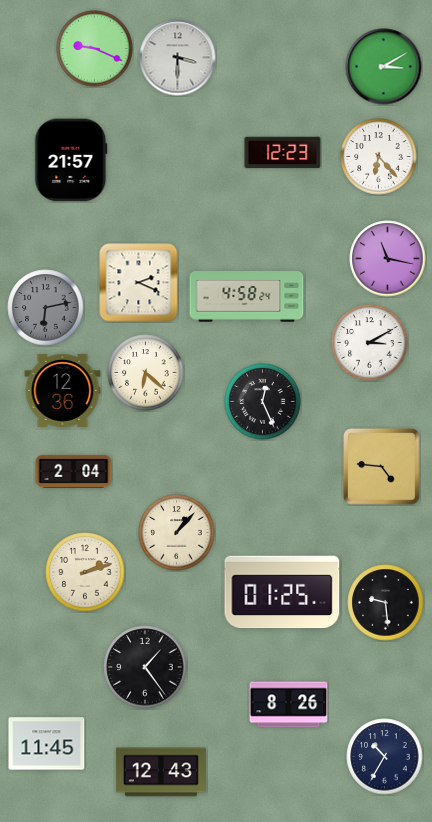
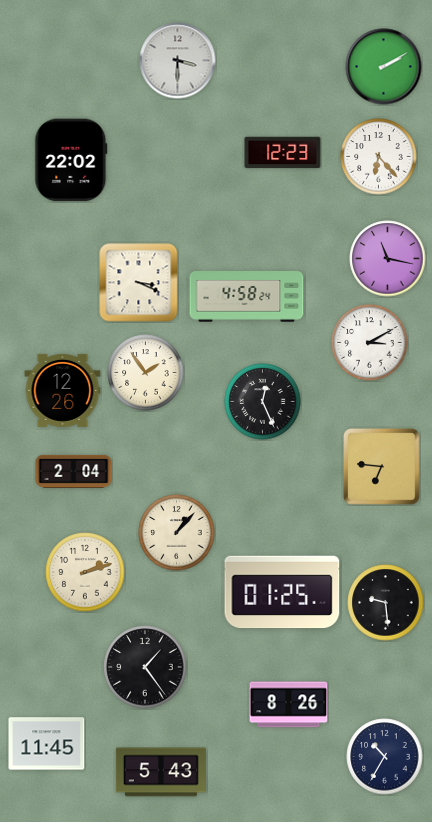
clock at (95, 49): 9:19 -> none
clock at (178, 58) position: (178, 58) -> (178, 61)
clock at (384, 67): 3:10 -> 2:10
clock at (71, 160): 21:57 -> 22:02
clock at (139, 283): 2:19 -> 3:19
clock at (46, 308): 6:13 -> none
clock at (146, 373): 6:22 -> 1:54
clock at (63, 390): 12:36 -> 12:26
clock at (382, 467): 4:46 -> 6:46
clock at (161, 772): 12:43 -> 5:43
